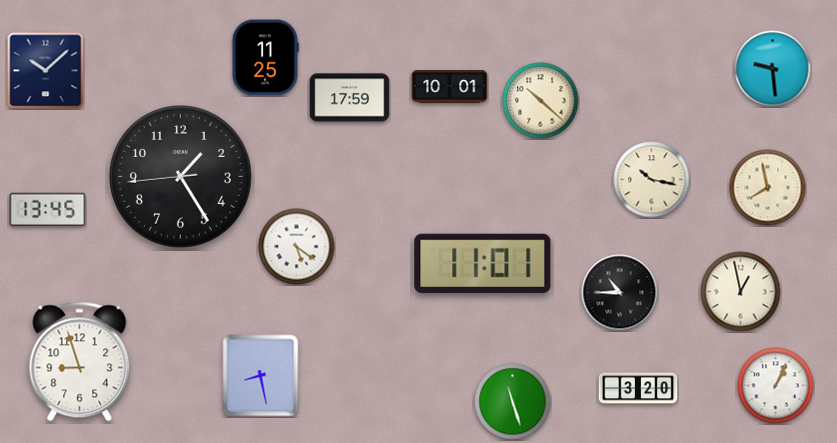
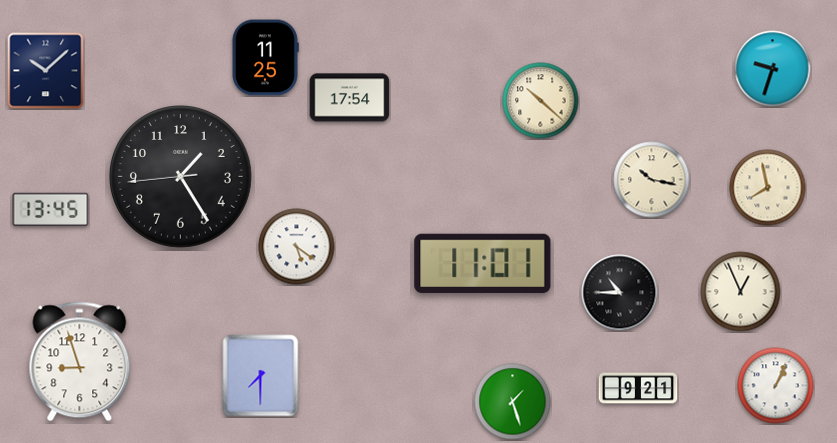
clock at (773, 69): 9:29 -> 9:33
clock at (450, 87): 10:01 -> none
clock at (350, 98): 17:59 -> 17:54
clock at (48, 209) position: (48, 209) -> (51, 209)
clock at (741, 292): 12:58 -> 12:56
clock at (261, 376): 8:28 -> 7:30
clock at (638, 388): 3:20 -> 9:21
clock at (513, 402): 11:27 -> 1:27
